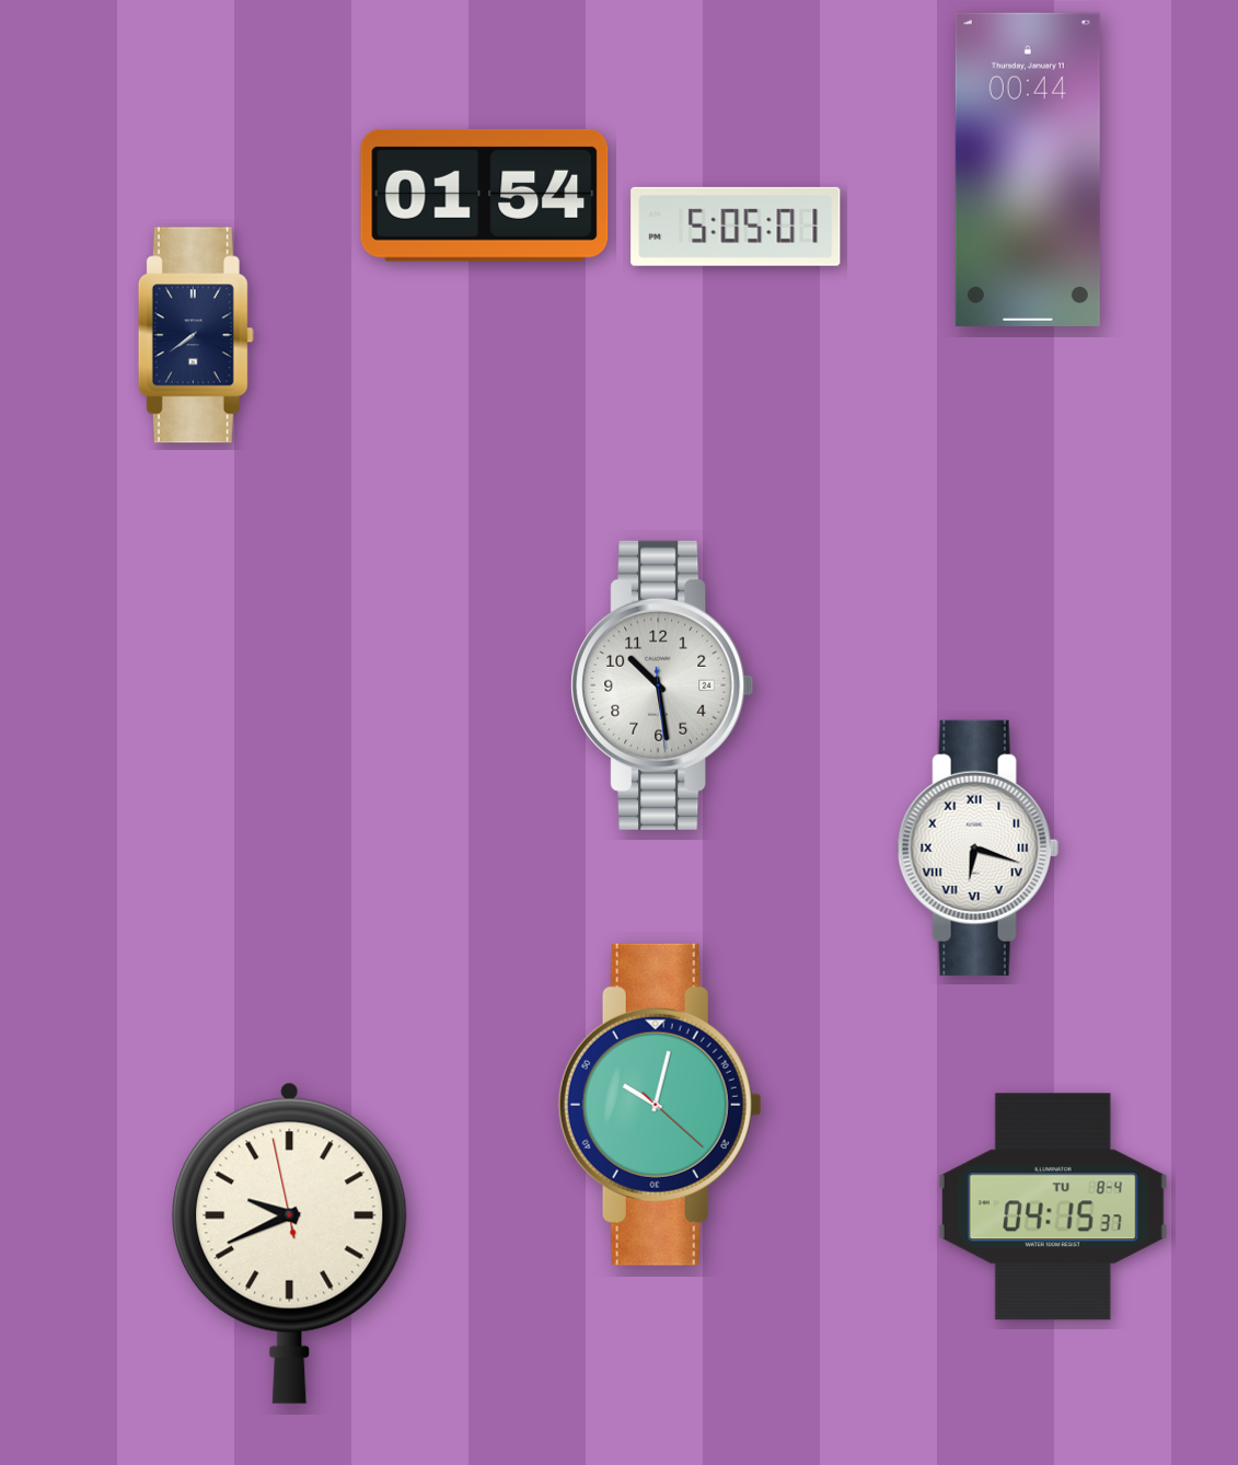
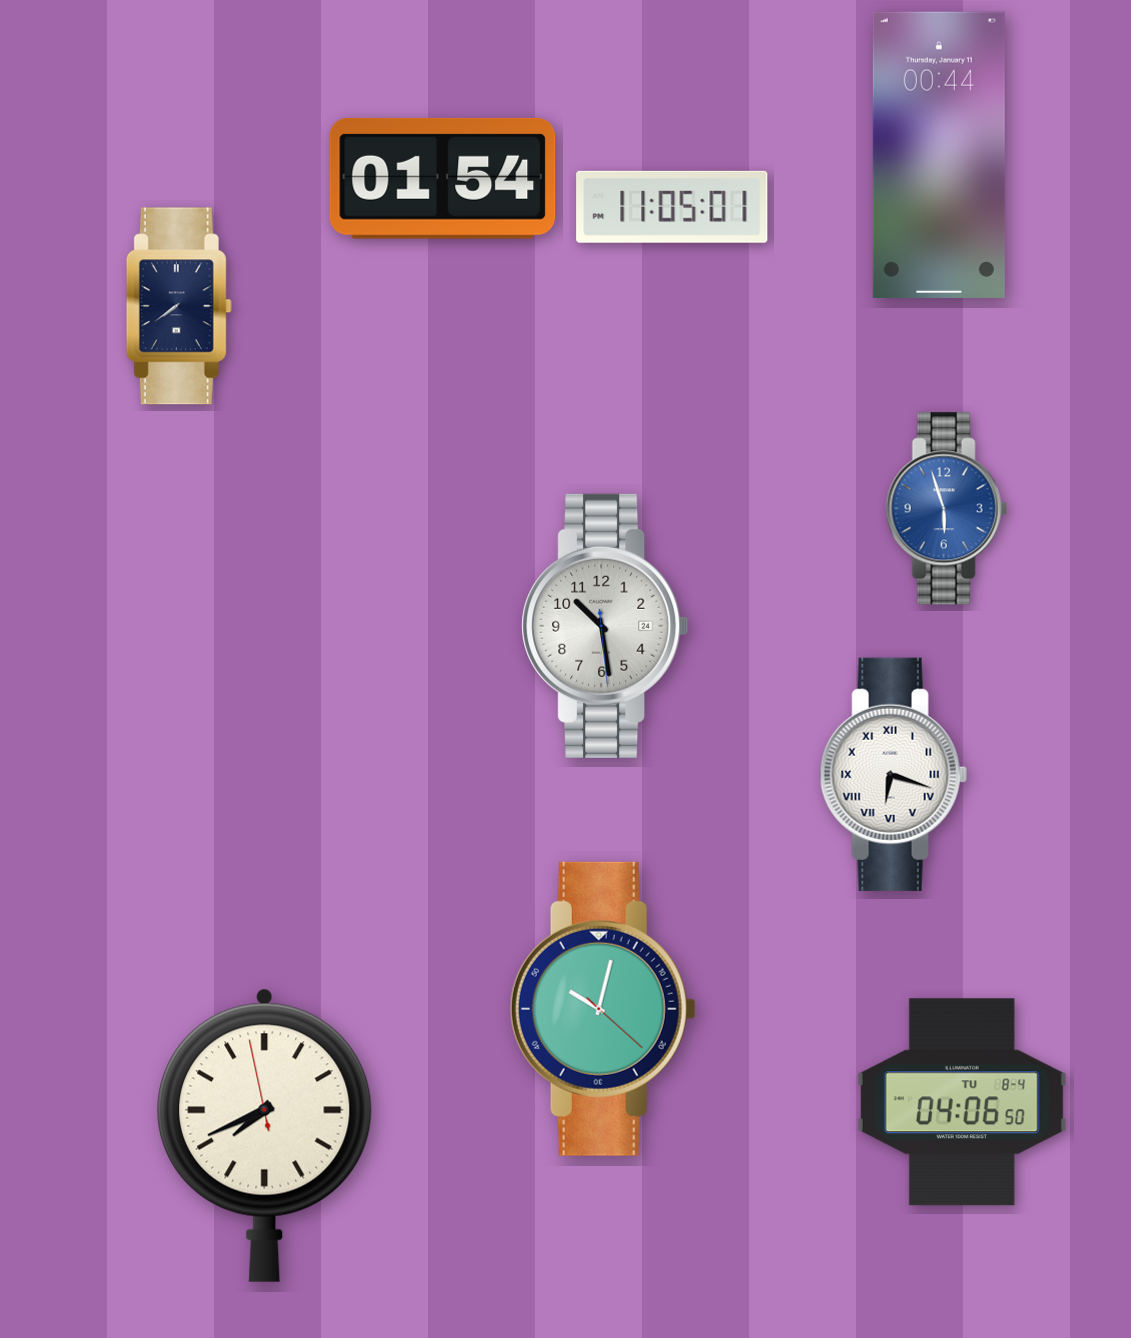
clock at (736, 227): 5:05 -> 11:05
clock at (946, 509): none -> 5:57
clock at (1053, 1207): 04:15 -> 04:06
clock at (290, 1243): 9:40 -> 7:40
